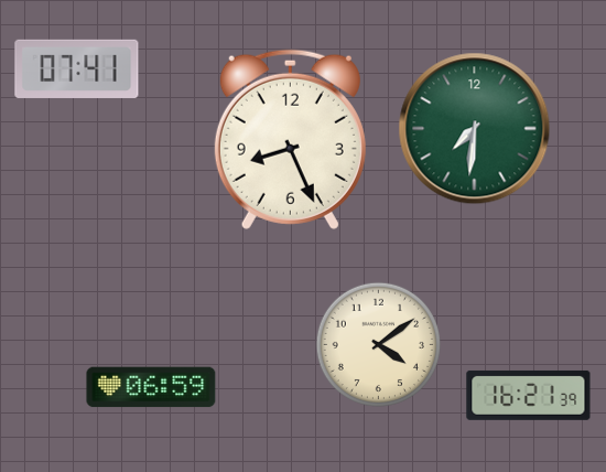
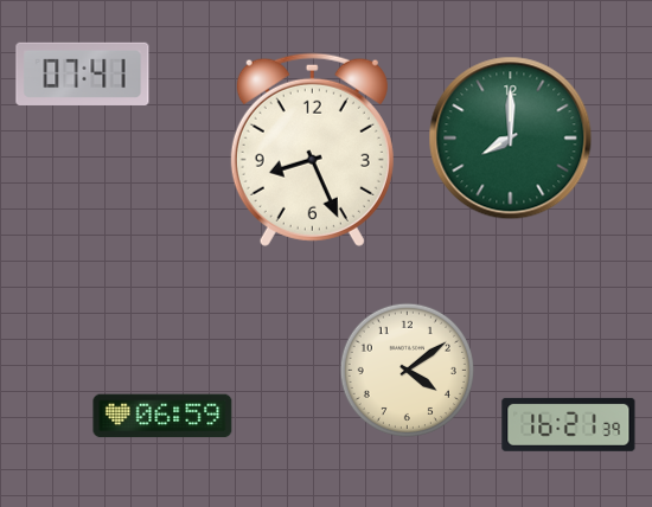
clock at (475, 129): 7:31 -> 8:00
